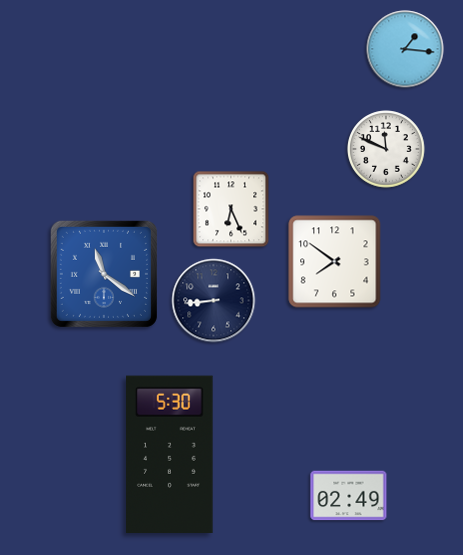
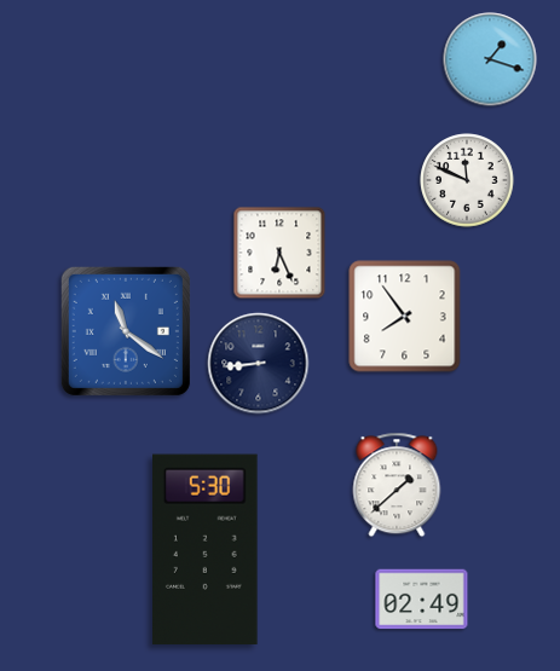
clock at (405, 49): 1:16 -> 1:18
clock at (335, 262): 7:51 -> 7:54
clock at (397, 485): none -> 1:38
